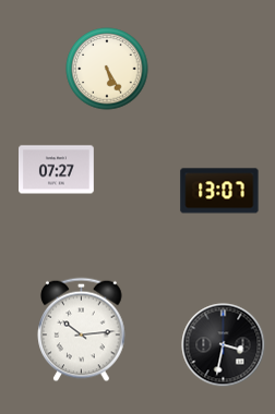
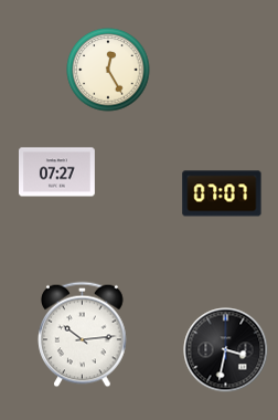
clock at (107, 69): 5:25 -> 12:25
clock at (219, 191): 13:07 -> 07:07
